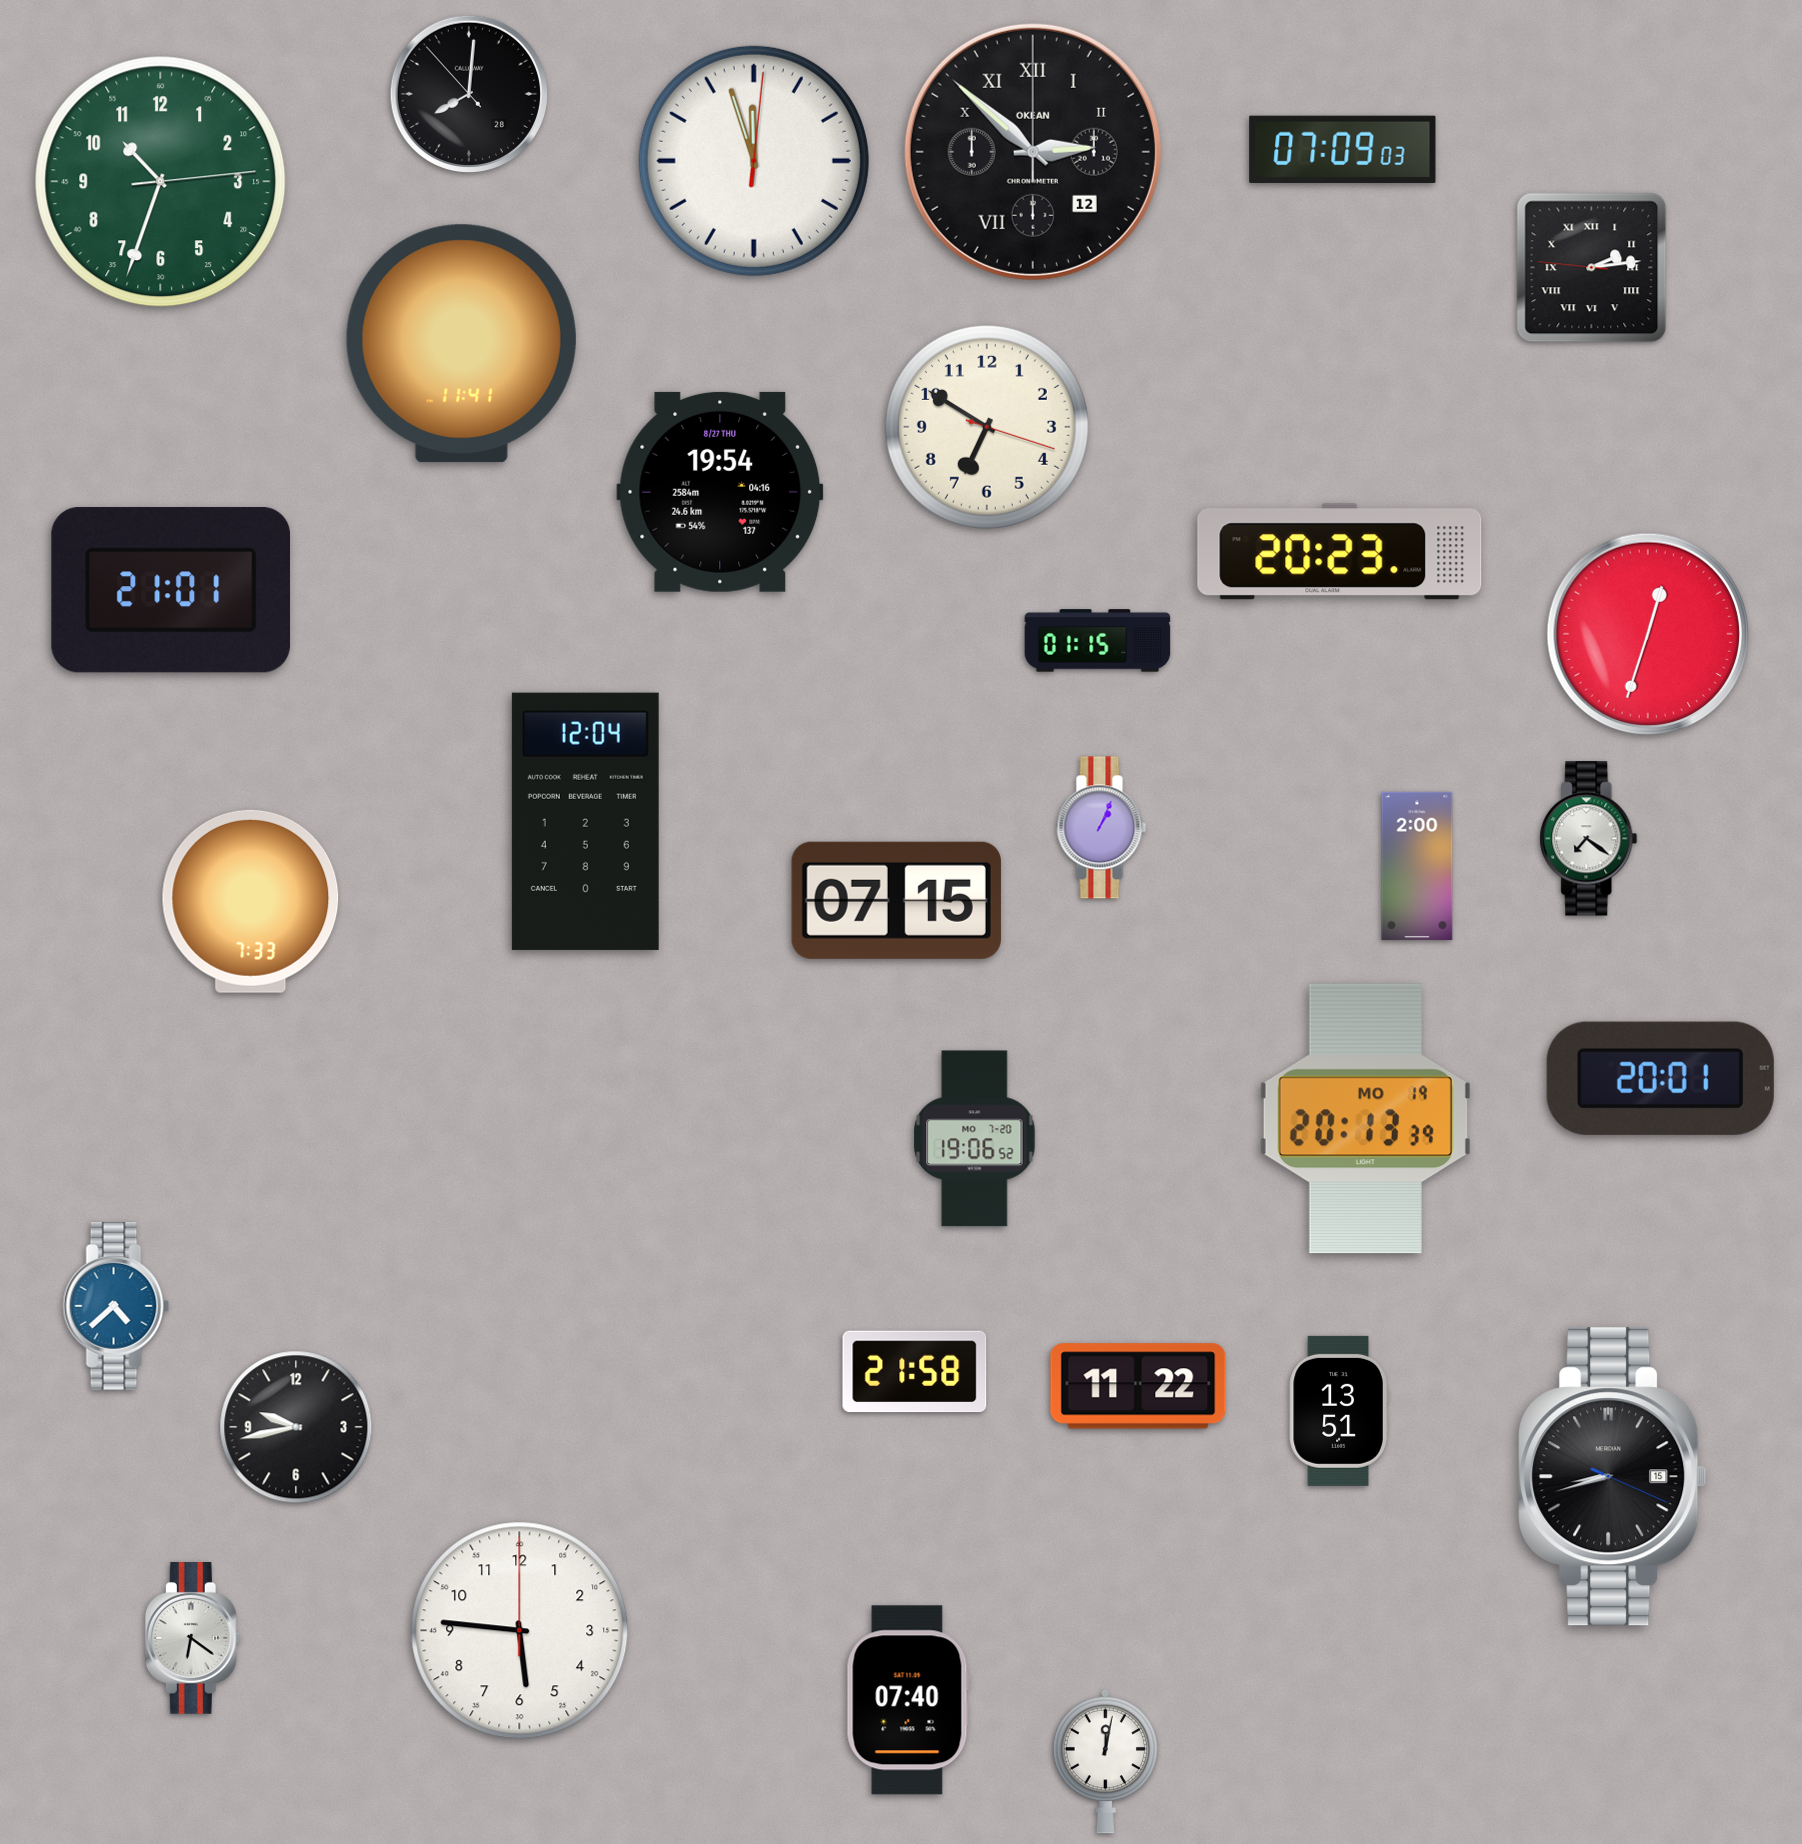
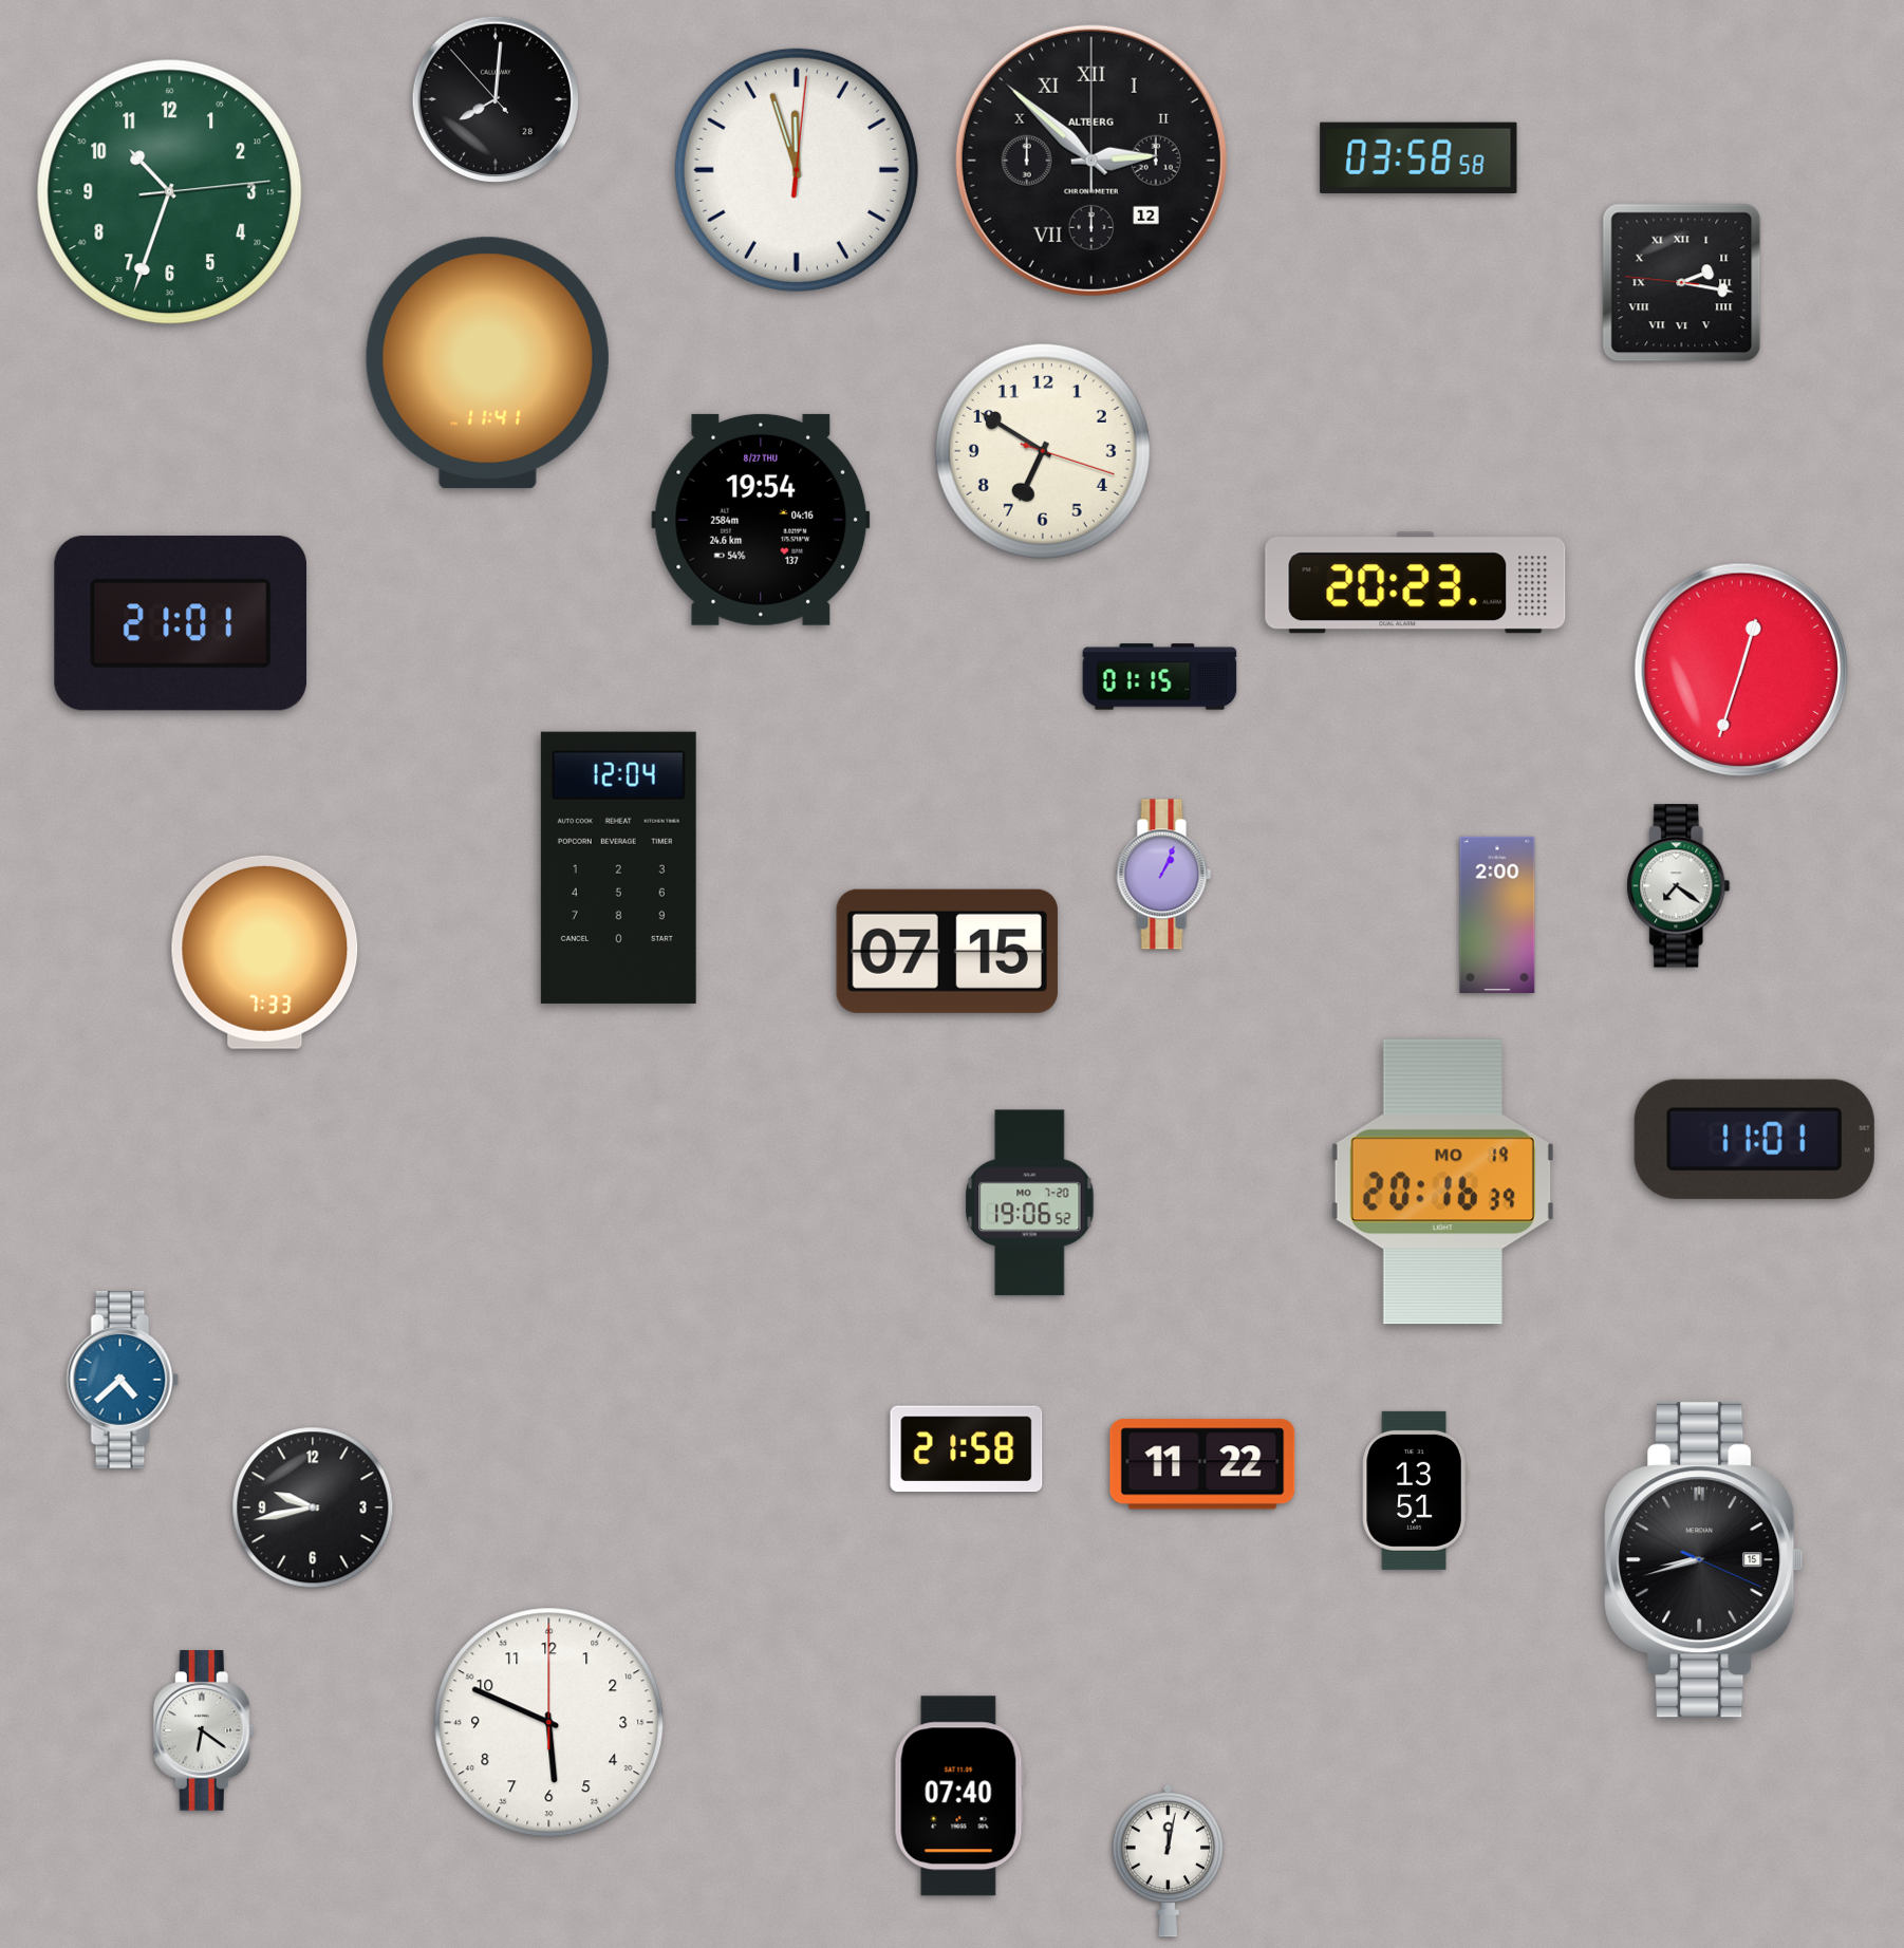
clock at (1343, 149): 07:09 -> 03:58
clock at (1033, 152) brand: OKEAN -> ALTBERG
clock at (1592, 268): 2:13 -> 2:16
clock at (1660, 1078): 20:01 -> 11:01
clock at (1365, 1119): 20:13 -> 20:16
clock at (520, 1631): 5:46 -> 5:49
